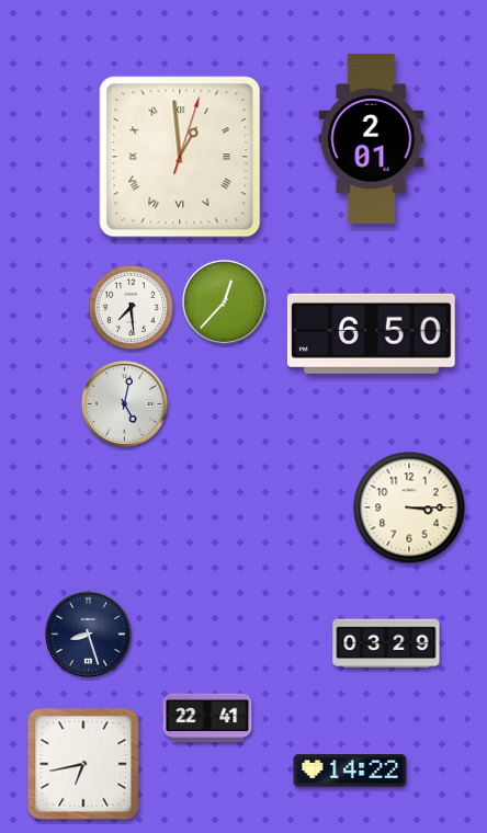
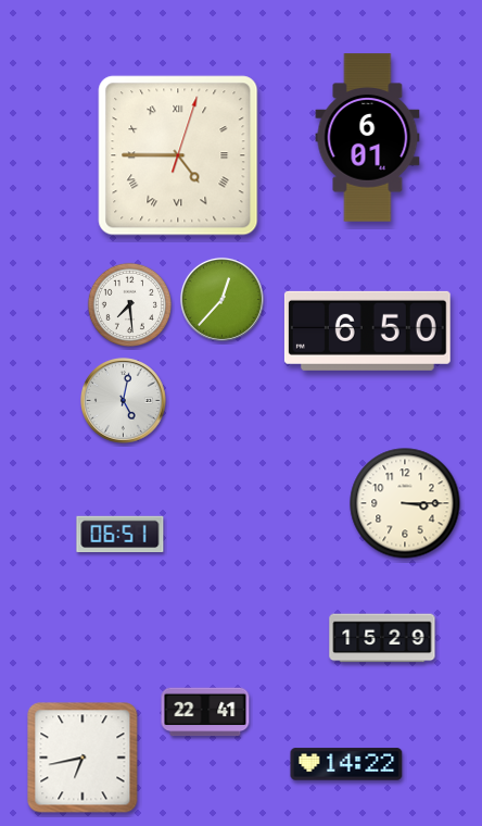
clock at (372, 139): 2:01 -> 6:01
clock at (180, 157): 12:59 -> 4:45
clock at (120, 535): none -> 06:51
clock at (89, 635): 8:27 -> none
clock at (386, 643): 03:29 -> 15:29
